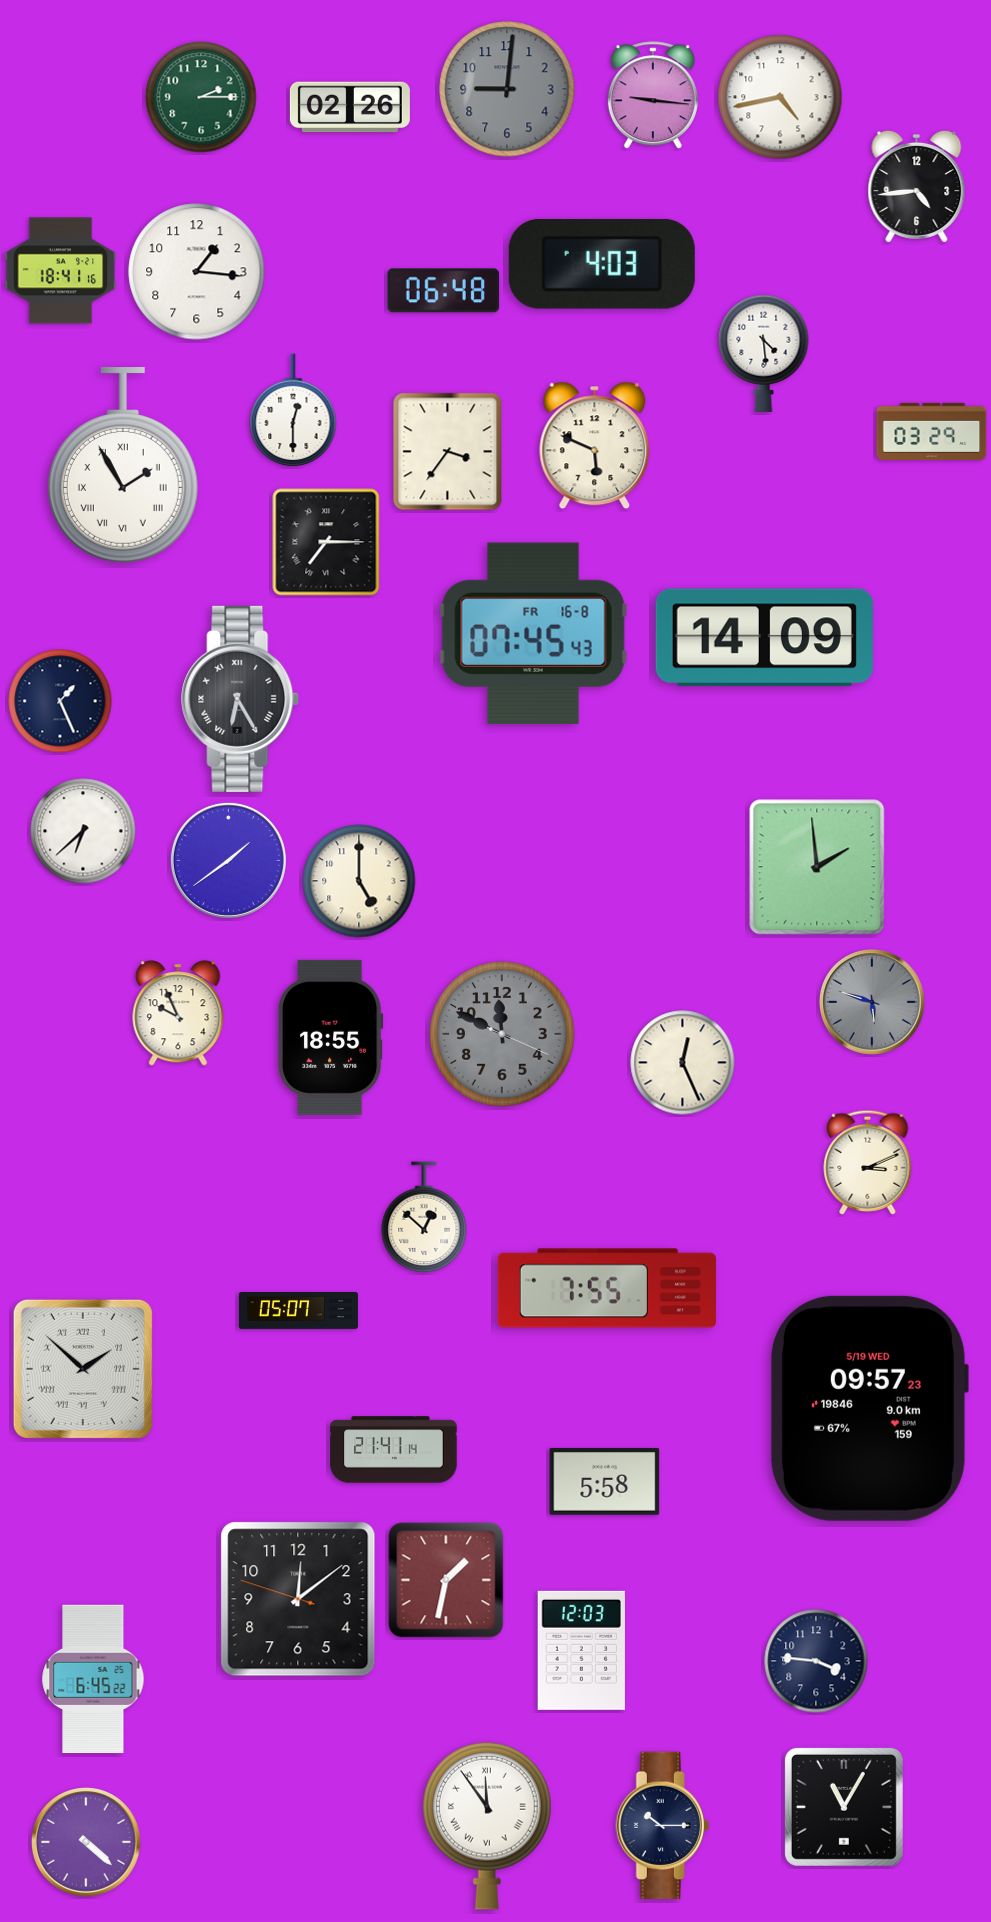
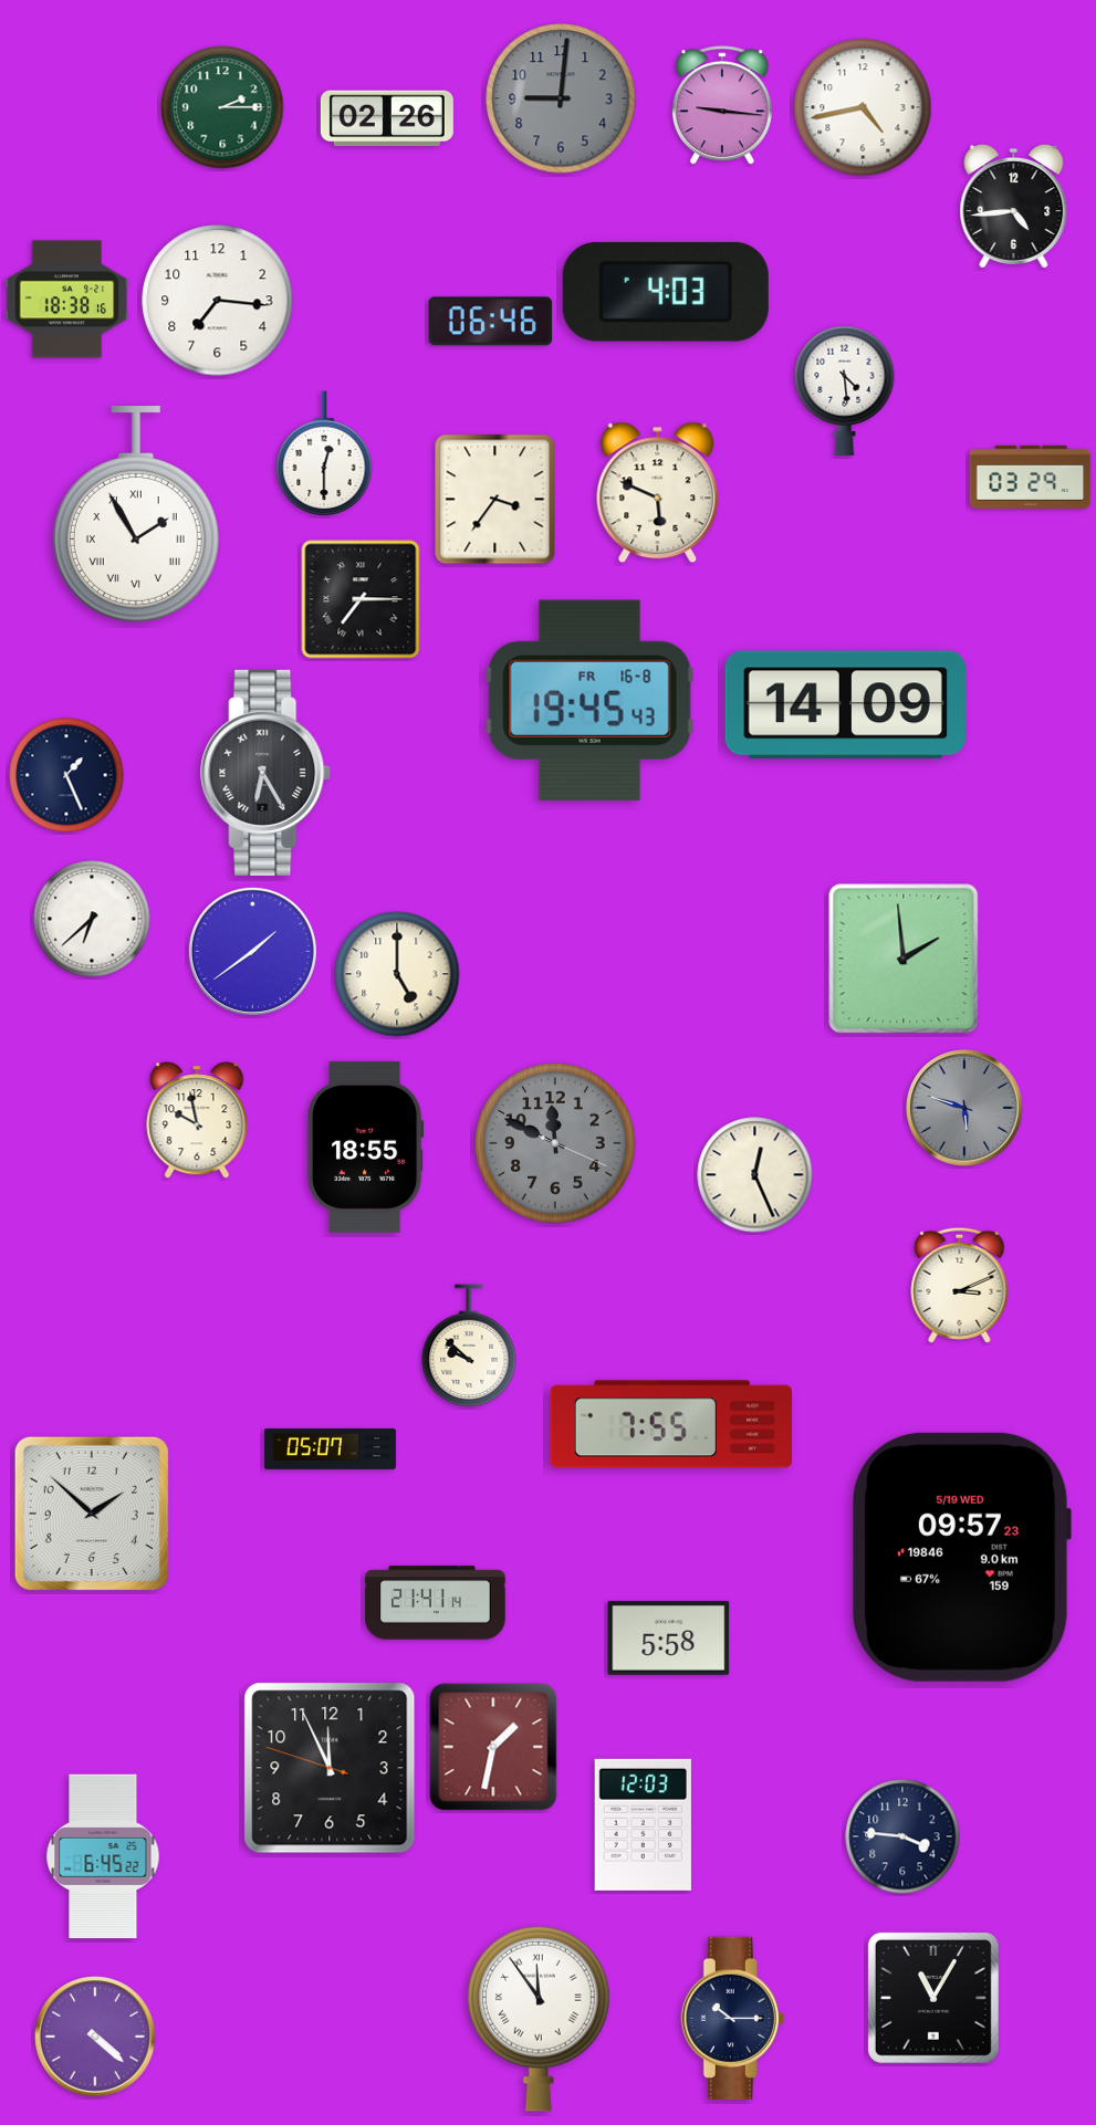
clock at (61, 271): 18:41 -> 18:38
clock at (197, 272): 1:16 -> 7:16
clock at (444, 291): 06:48 -> 06:46
clock at (533, 633): 07:45 -> 19:45
clock at (178, 1013): 9:56 -> 9:58
clock at (424, 1217): 12:52 -> 9:52
clock at (83, 1369) numerals: Roman -> Arabic
clock at (298, 1599): 12:08 -> 11:55
